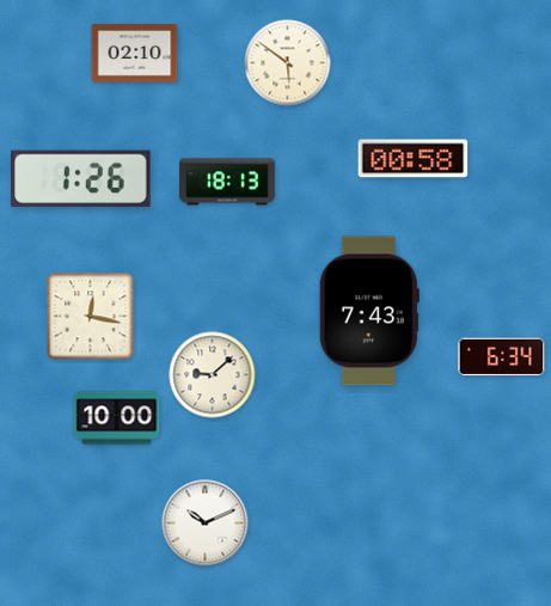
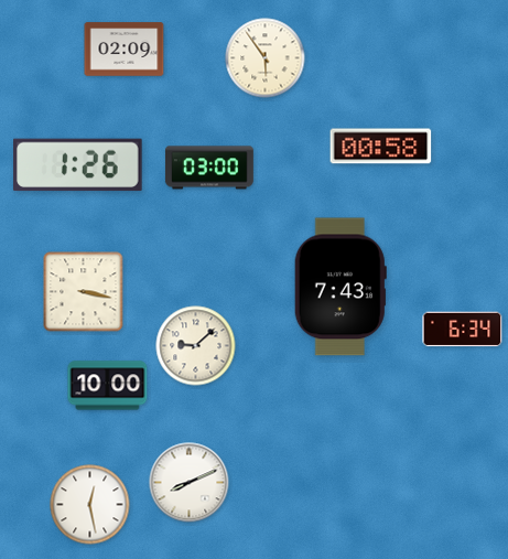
clock at (135, 54): 02:10 -> 02:09
clock at (288, 63): 5:51 -> 5:54
clock at (81, 179) position: (81, 179) -> (78, 165)
clock at (227, 182): 18:13 -> 03:00
clock at (91, 317): 12:17 -> 3:17
clock at (206, 524): 10:11 -> 8:11
clock at (90, 505): none -> 12:28
